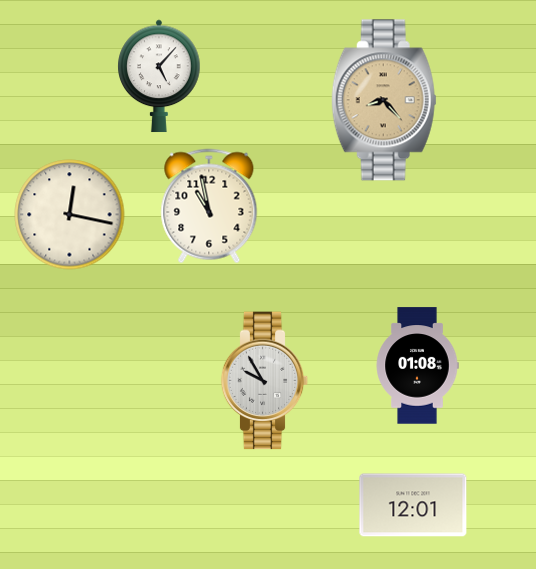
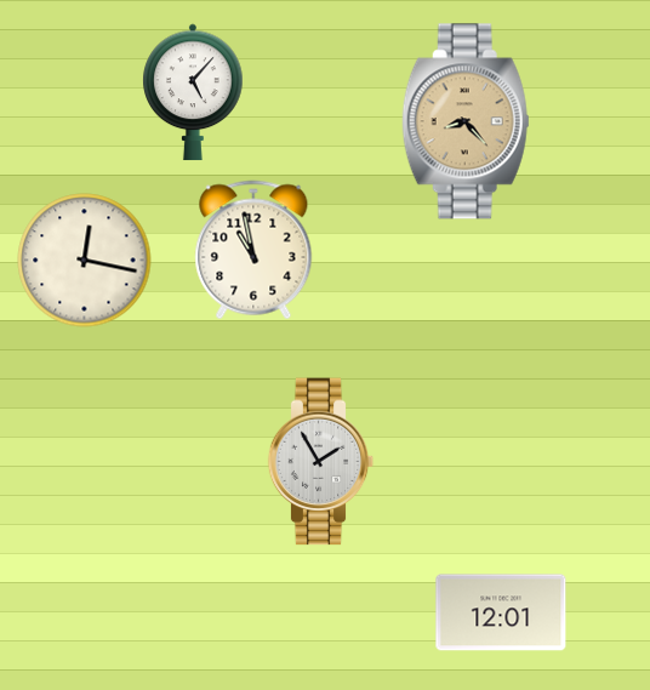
clock at (417, 366): 01:08 -> none
clock at (265, 381): 9:55 -> 1:55
